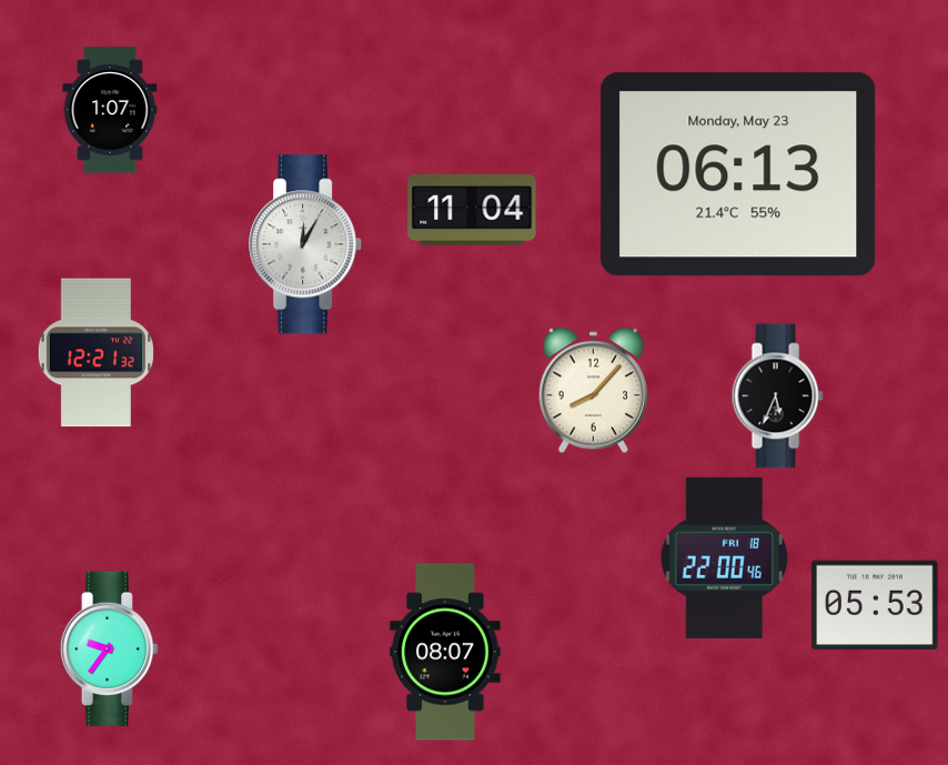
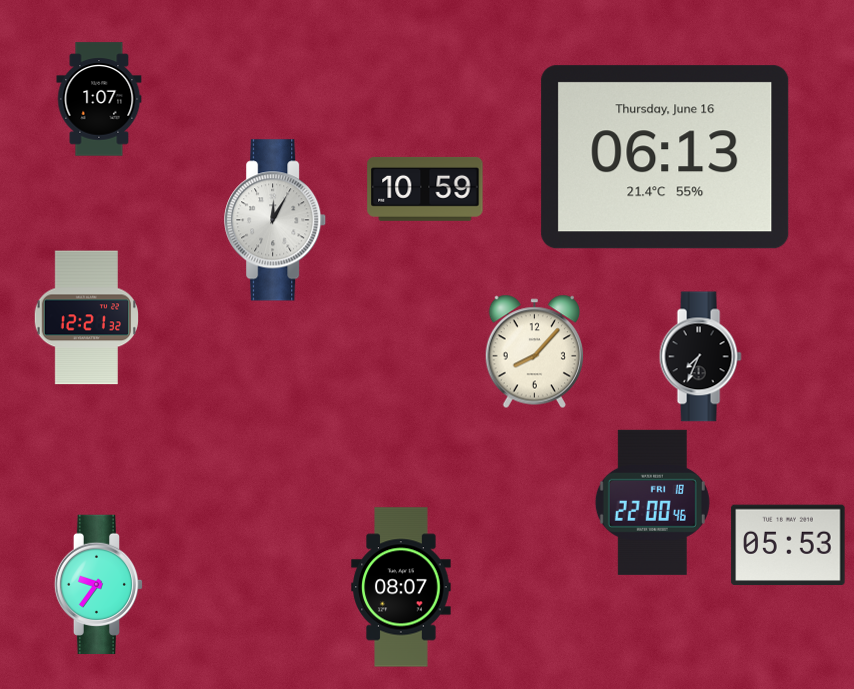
clock at (738, 174) date: Monday, May 23 -> Thursday, June 16
clock at (472, 210): 11:04 -> 10:59
clock at (777, 396): 5:34 -> 7:34
